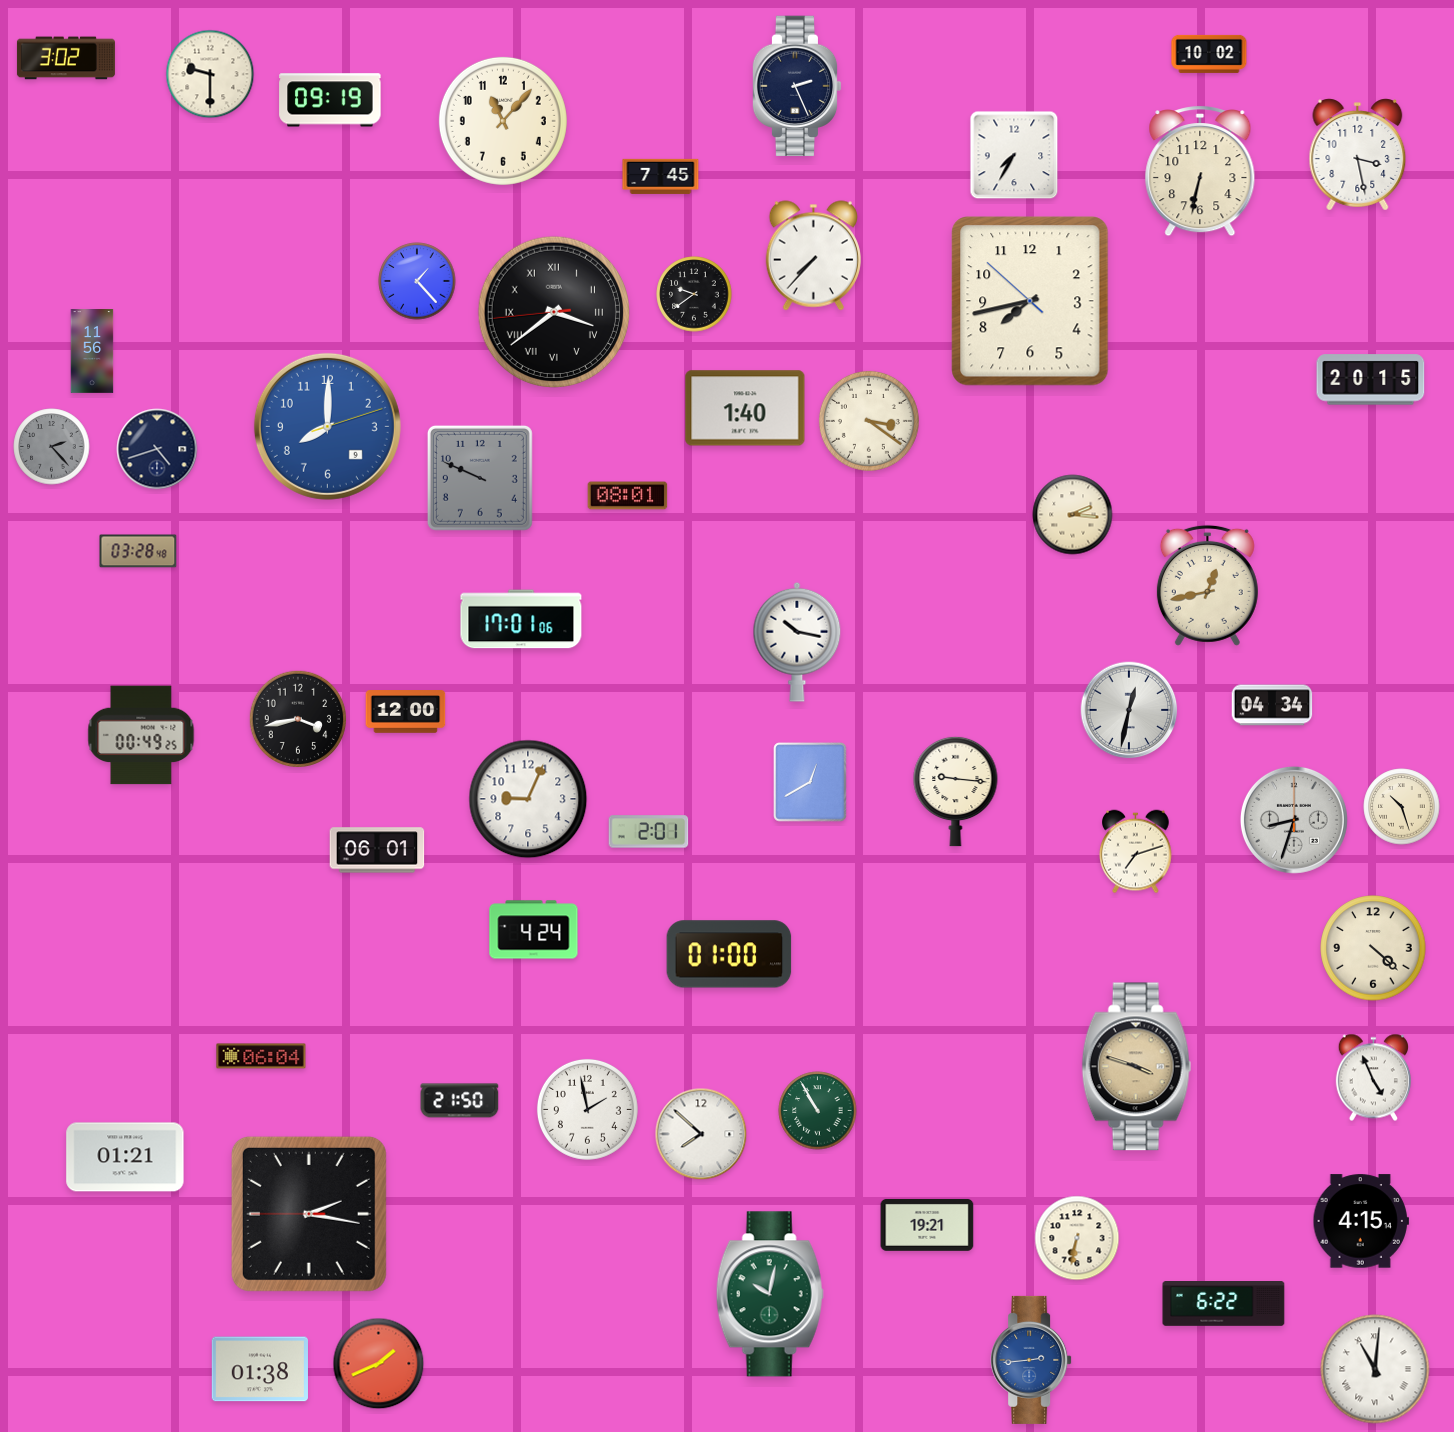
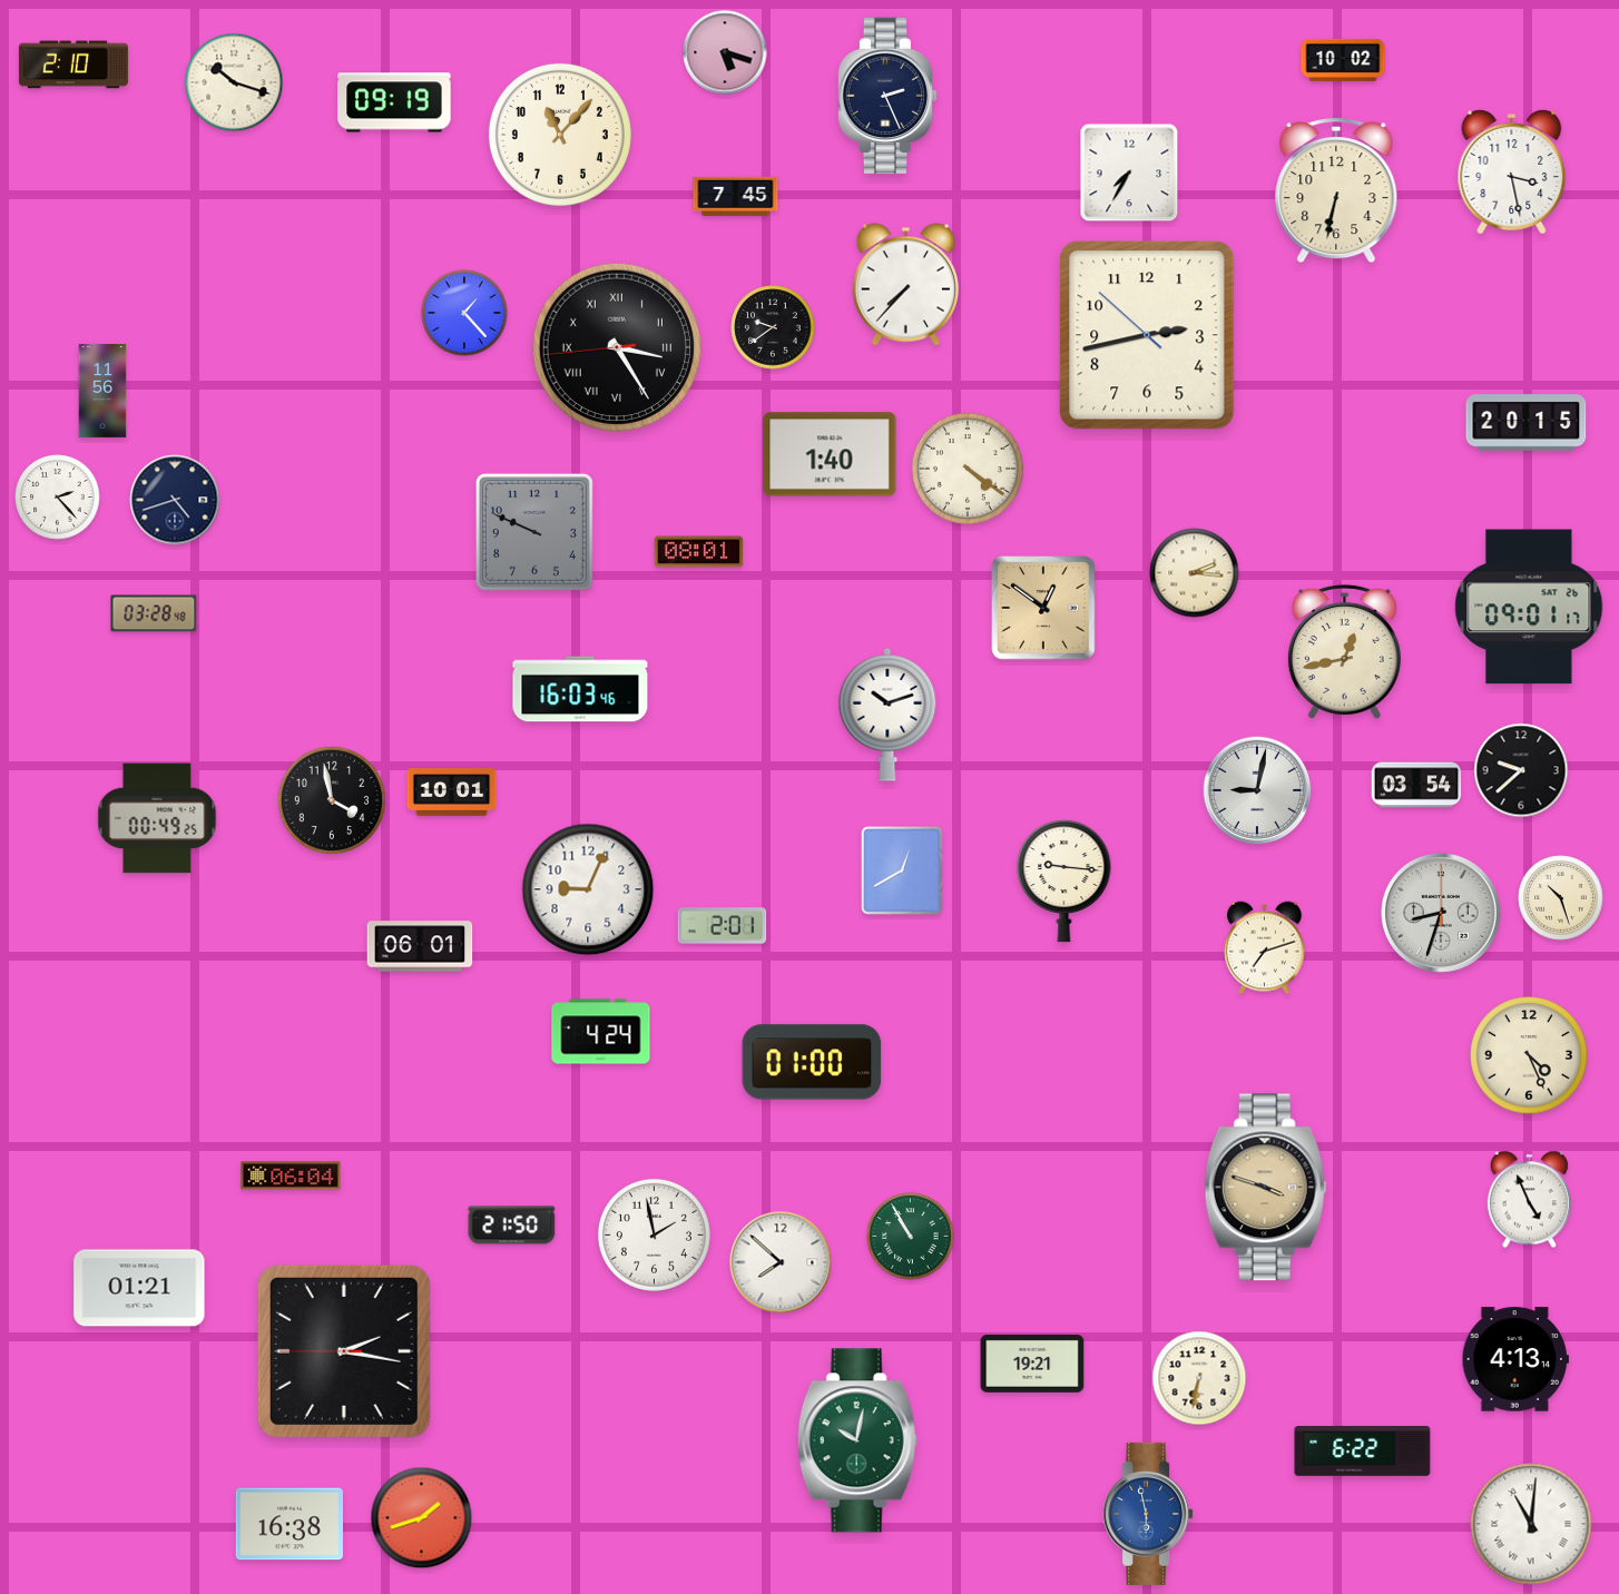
clock at (725, 52): none -> 5:18
clock at (1209, 54) position: (1209, 54) -> (1343, 60)
clock at (66, 58): 3:02 -> 2:10
clock at (210, 74): 9:30 -> 10:18
clock at (330, 100) position: (330, 100) -> (394, 102)
clock at (1030, 301): 7:42 -> 2:42
clock at (553, 311): 3:38 -> 3:24
clock at (869, 421): 3:21 -> 4:21
clock at (327, 426): 8:00 -> none
clock at (52, 447) dial: grey -> white
clock at (1529, 607): none -> 09:01
clock at (1043, 608): none -> 12:51
clock at (521, 619): 17:01 -> 16:03
clock at (797, 642): 10:17 -> 10:12
clock at (1521, 770): none -> 9:38
clock at (1272, 705): 04:34 -> 03:54
clock at (1129, 710): 12:32 -> 9:02
clock at (406, 712): 12:00 -> 10:01
clock at (297, 718): 3:43 -> 3:58
clock at (534, 930) position: (534, 930) -> (601, 1032)
clock at (1373, 948): 4:22 -> 4:26
clock at (1360, 1221): 4:15 -> 4:13
clock at (1031, 1360): 2:44 -> 5:58
clock at (379, 1364): 1:41 -> 1:42
clock at (260, 1369): 01:38 -> 16:38
